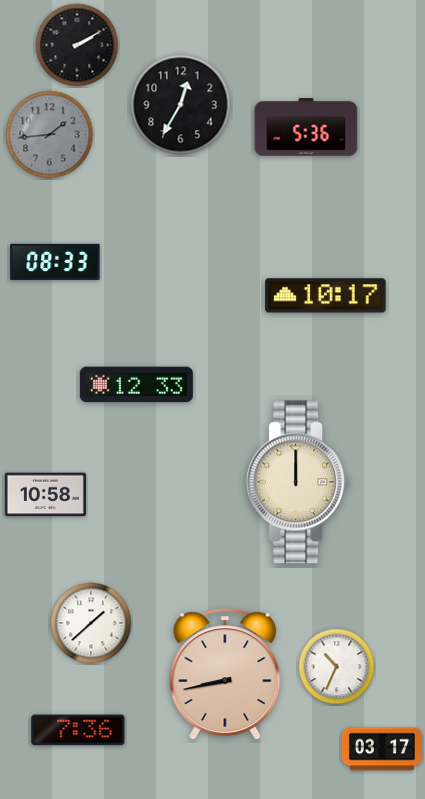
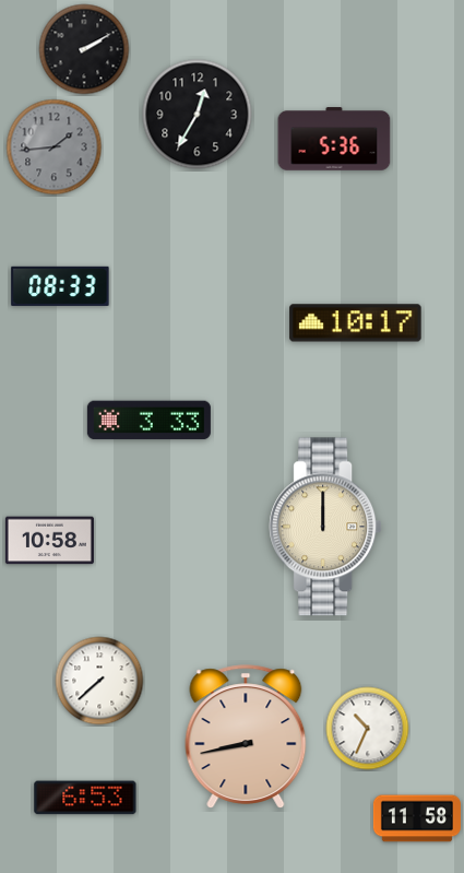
clock at (136, 385): 12:33 -> 3:33
clock at (91, 623): 1:38 -> 7:38
clock at (78, 730): 7:36 -> 6:53
clock at (382, 749): 03:17 -> 11:58
